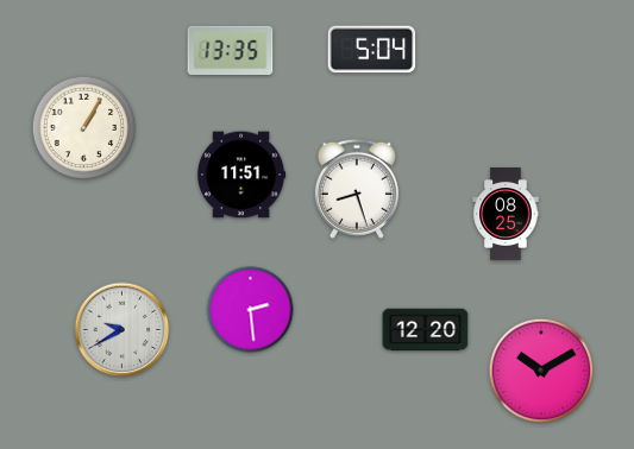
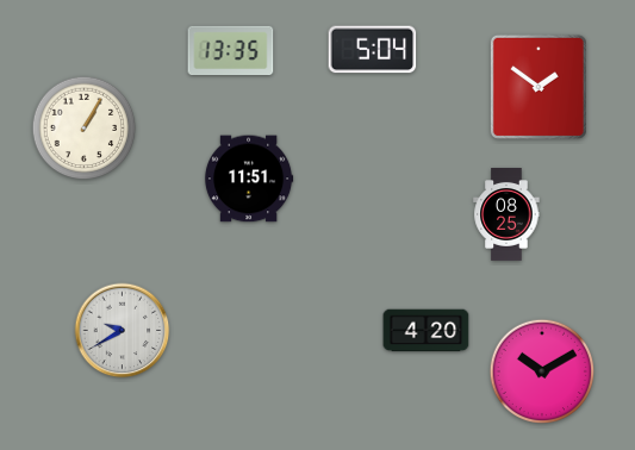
clock at (538, 87): none -> 1:51
clock at (241, 175) position: (241, 175) -> (249, 179)
clock at (357, 189): 8:27 -> none
clock at (251, 310): 2:29 -> none
clock at (426, 330): 12:20 -> 4:20
